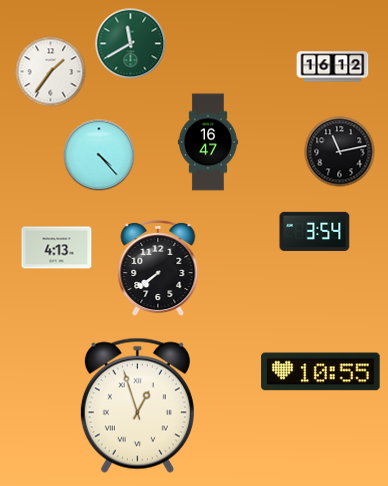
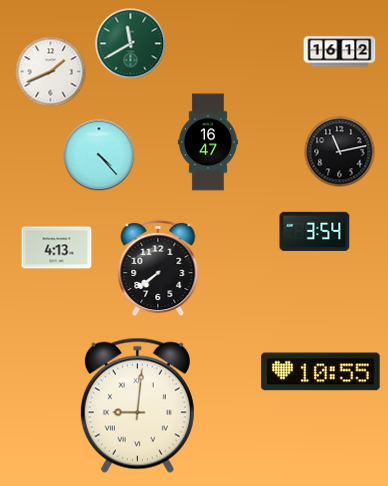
clock at (333, 67) position: (333, 67) -> (340, 52)
clock at (51, 72): 1:36 -> 1:41
clock at (137, 405): 12:57 -> 9:01
